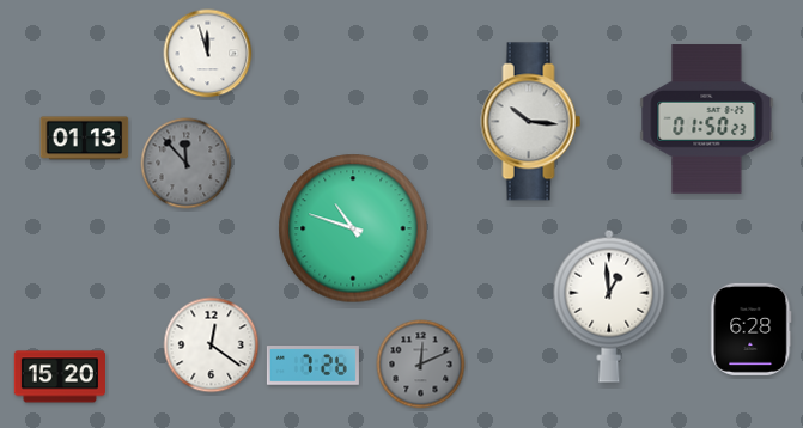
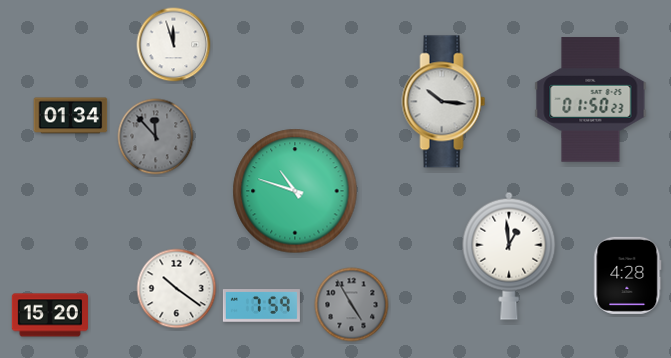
clock at (85, 139): 01:13 -> 01:34
clock at (752, 329): 6:28 -> 4:28
clock at (212, 346): 12:21 -> 10:21
clock at (421, 365): 12:11 -> 4:55
clock at (312, 366): 7:26 -> 7:59
